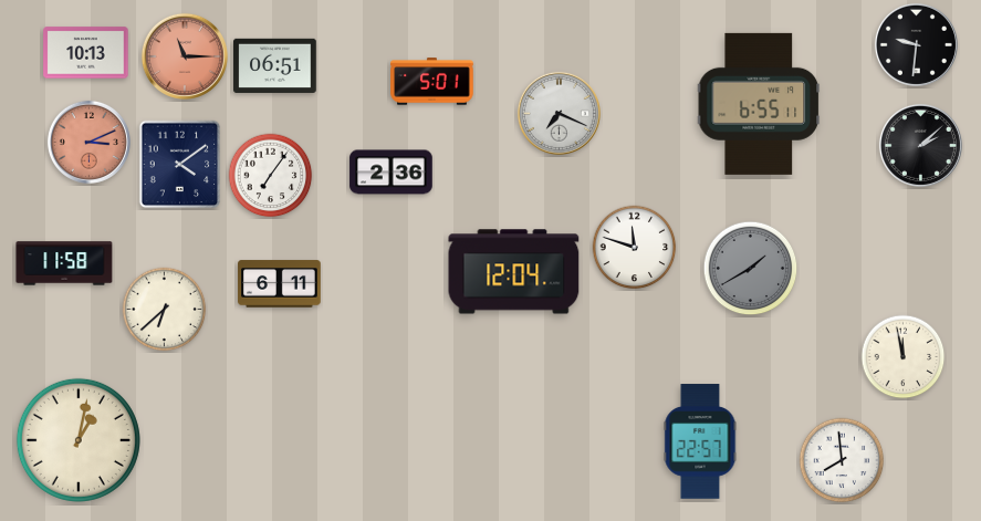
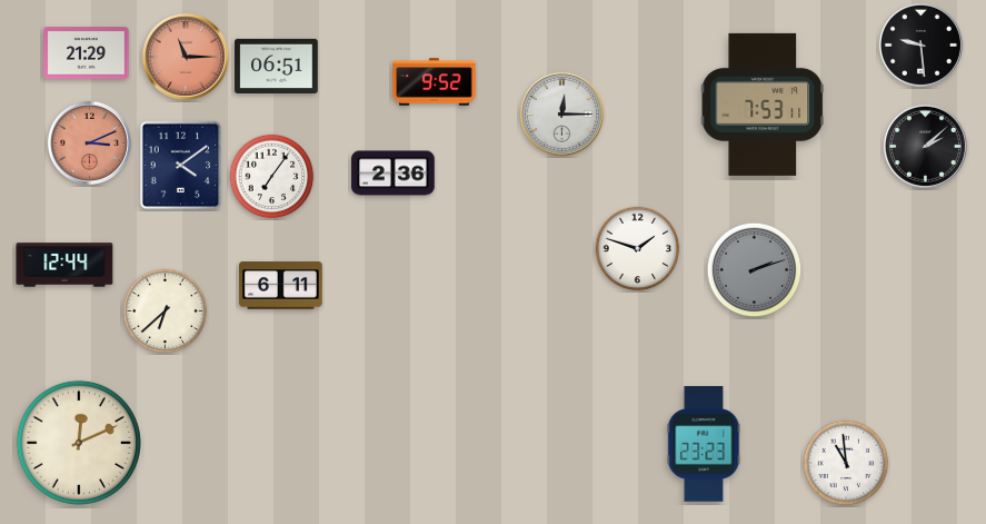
clock at (916, 44): 9:31 -> 9:29
clock at (86, 53): 10:13 -> 21:29
clock at (432, 82): 5:01 -> 9:52
clock at (759, 104): 6:55 -> 7:53
clock at (559, 113): 7:19 -> 12:15
clock at (635, 248): 11:48 -> 1:48
clock at (64, 263): 11:58 -> 12:44
clock at (751, 269): 1:40 -> 2:12
clock at (514, 272): 12:04 -> none
clock at (904, 357): 11:58 -> none
clock at (79, 440): 1:02 -> 12:11
clock at (700, 441): 22:57 -> 23:23
clock at (842, 460): 7:59 -> 10:59
